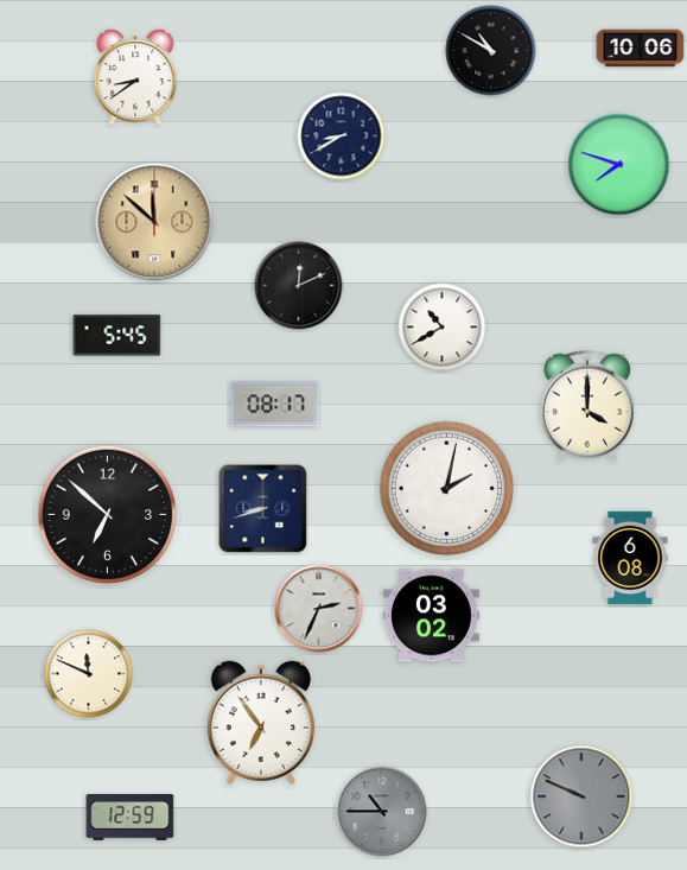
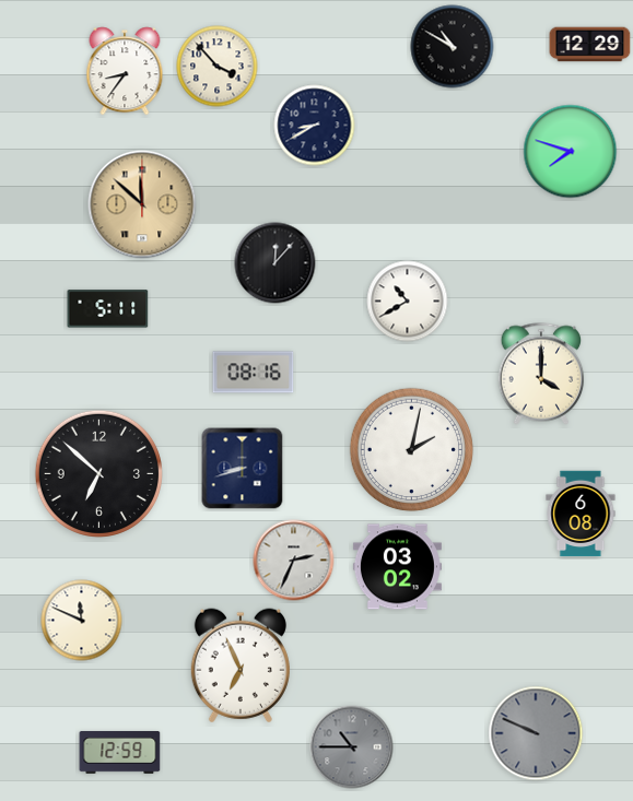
clock at (641, 49): 10:06 -> 12:29
clock at (218, 67): none -> 3:53
clock at (135, 77): 8:39 -> 8:36
clock at (299, 286): 12:11 -> 12:07
clock at (117, 336): 5:45 -> 5:11
clock at (275, 405): 08:17 -> 08:16
clock at (261, 723): 6:54 -> 6:56
